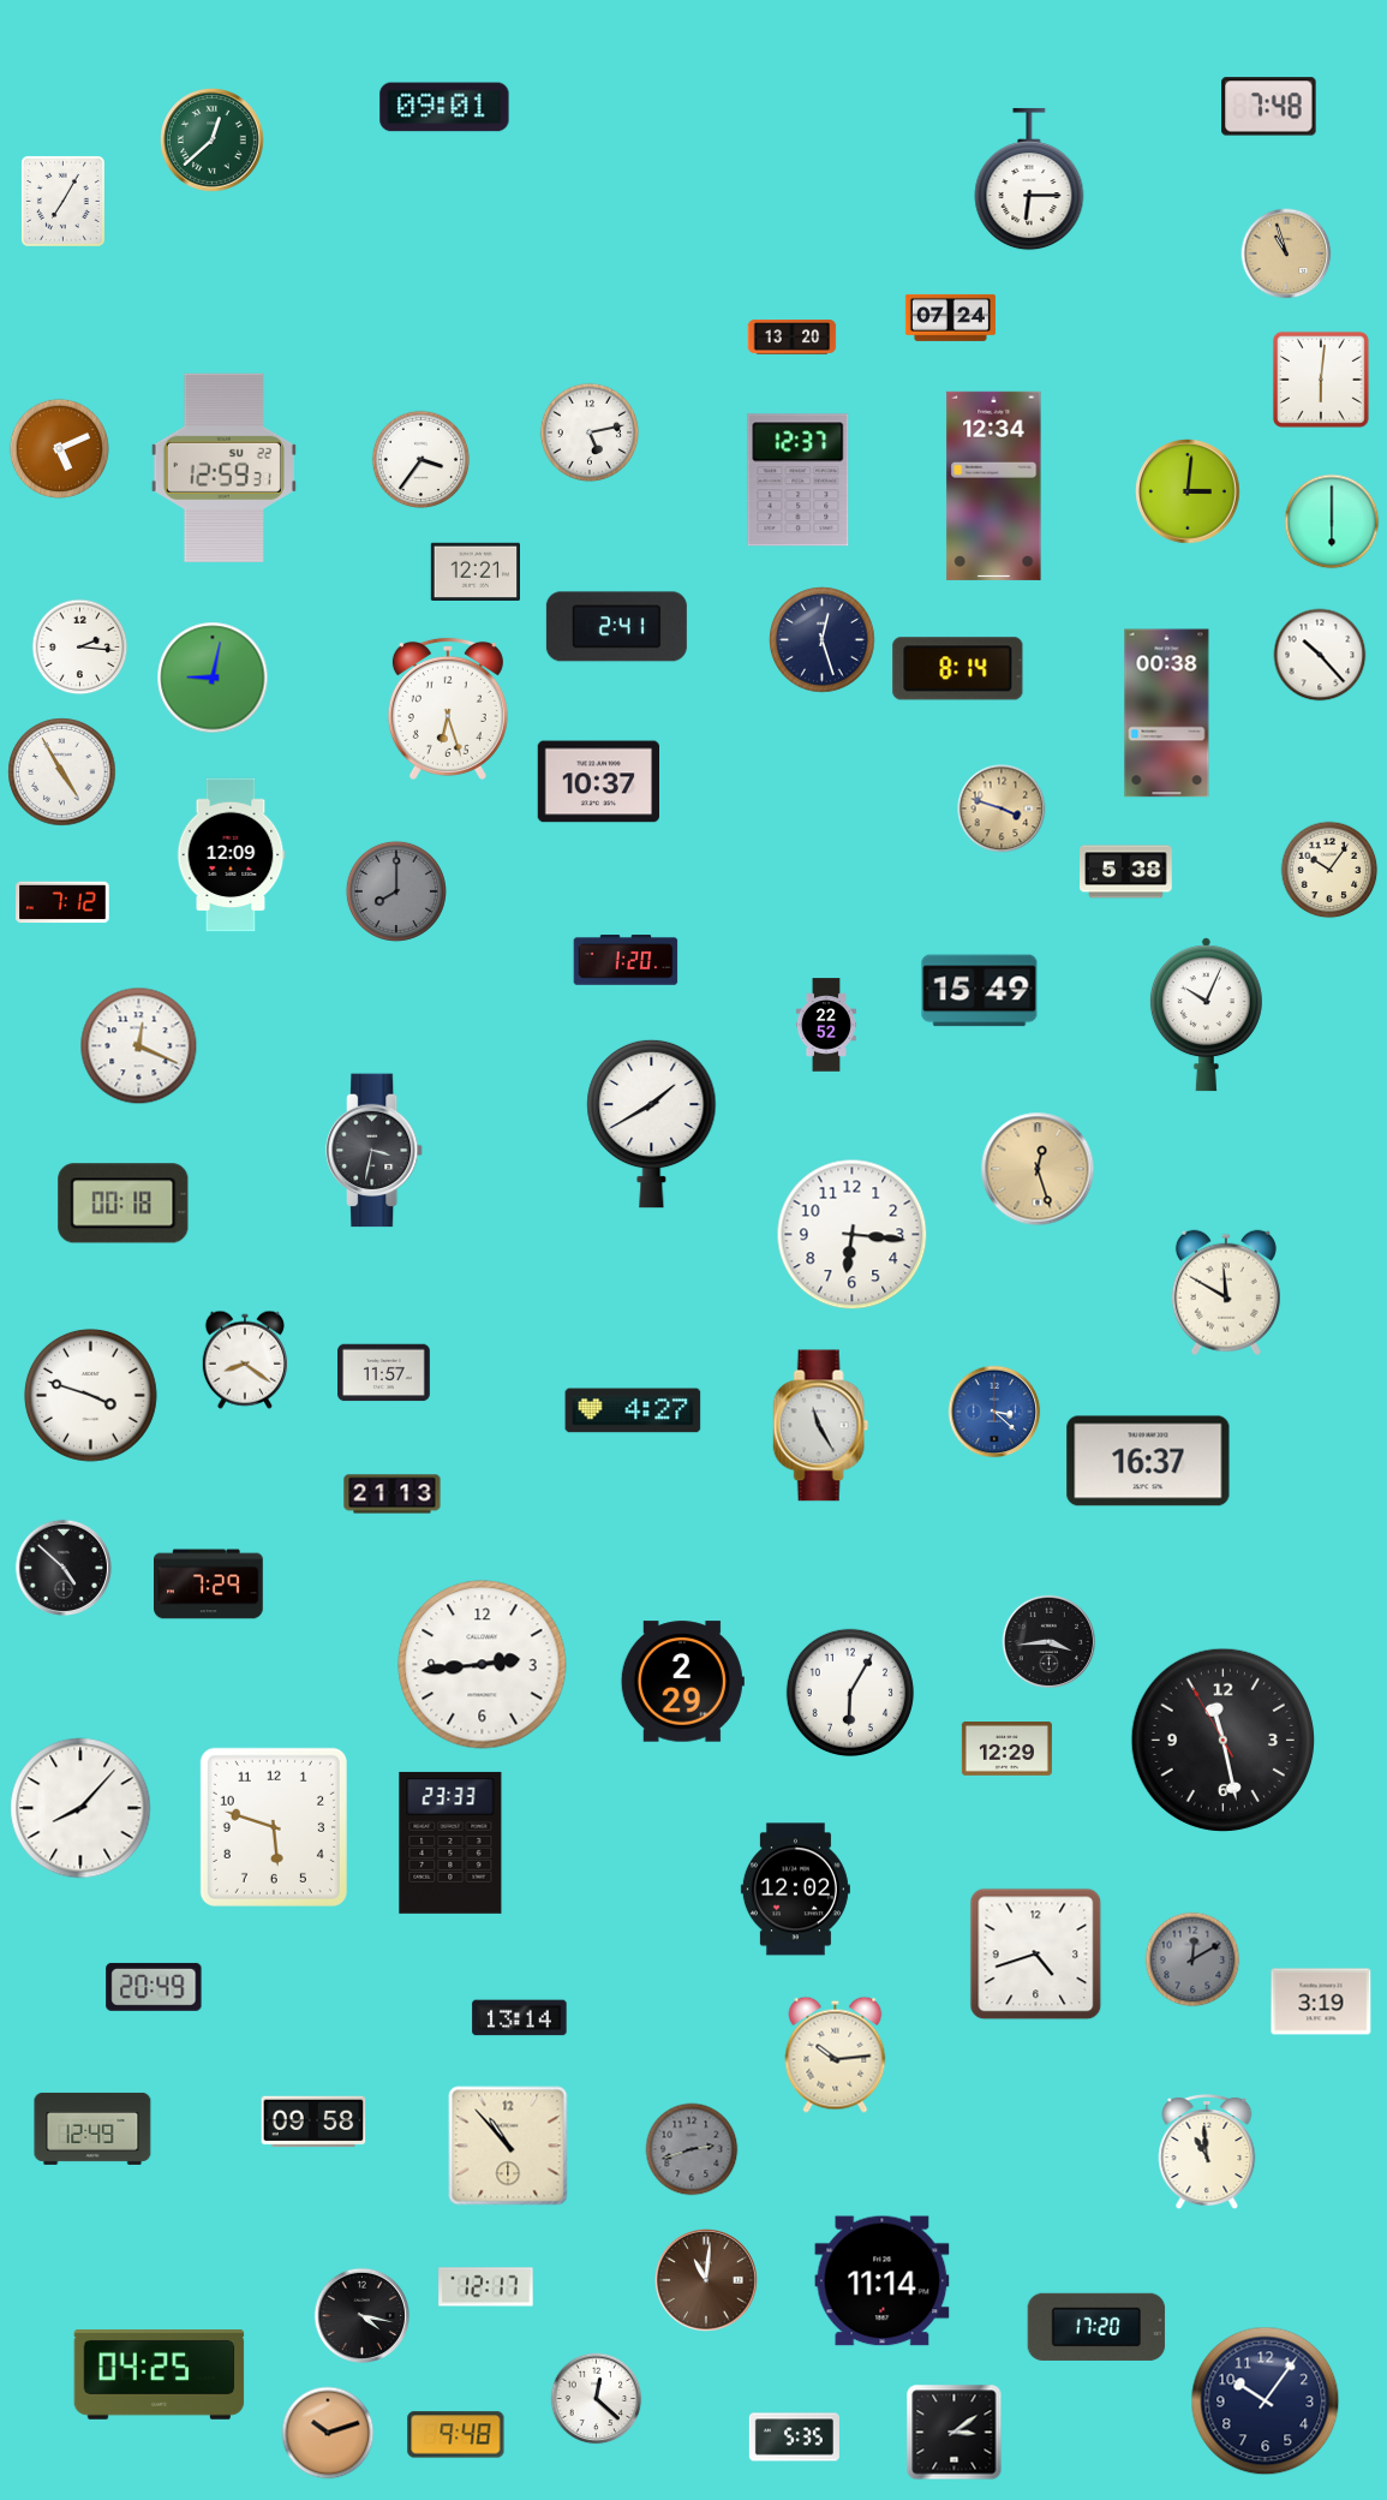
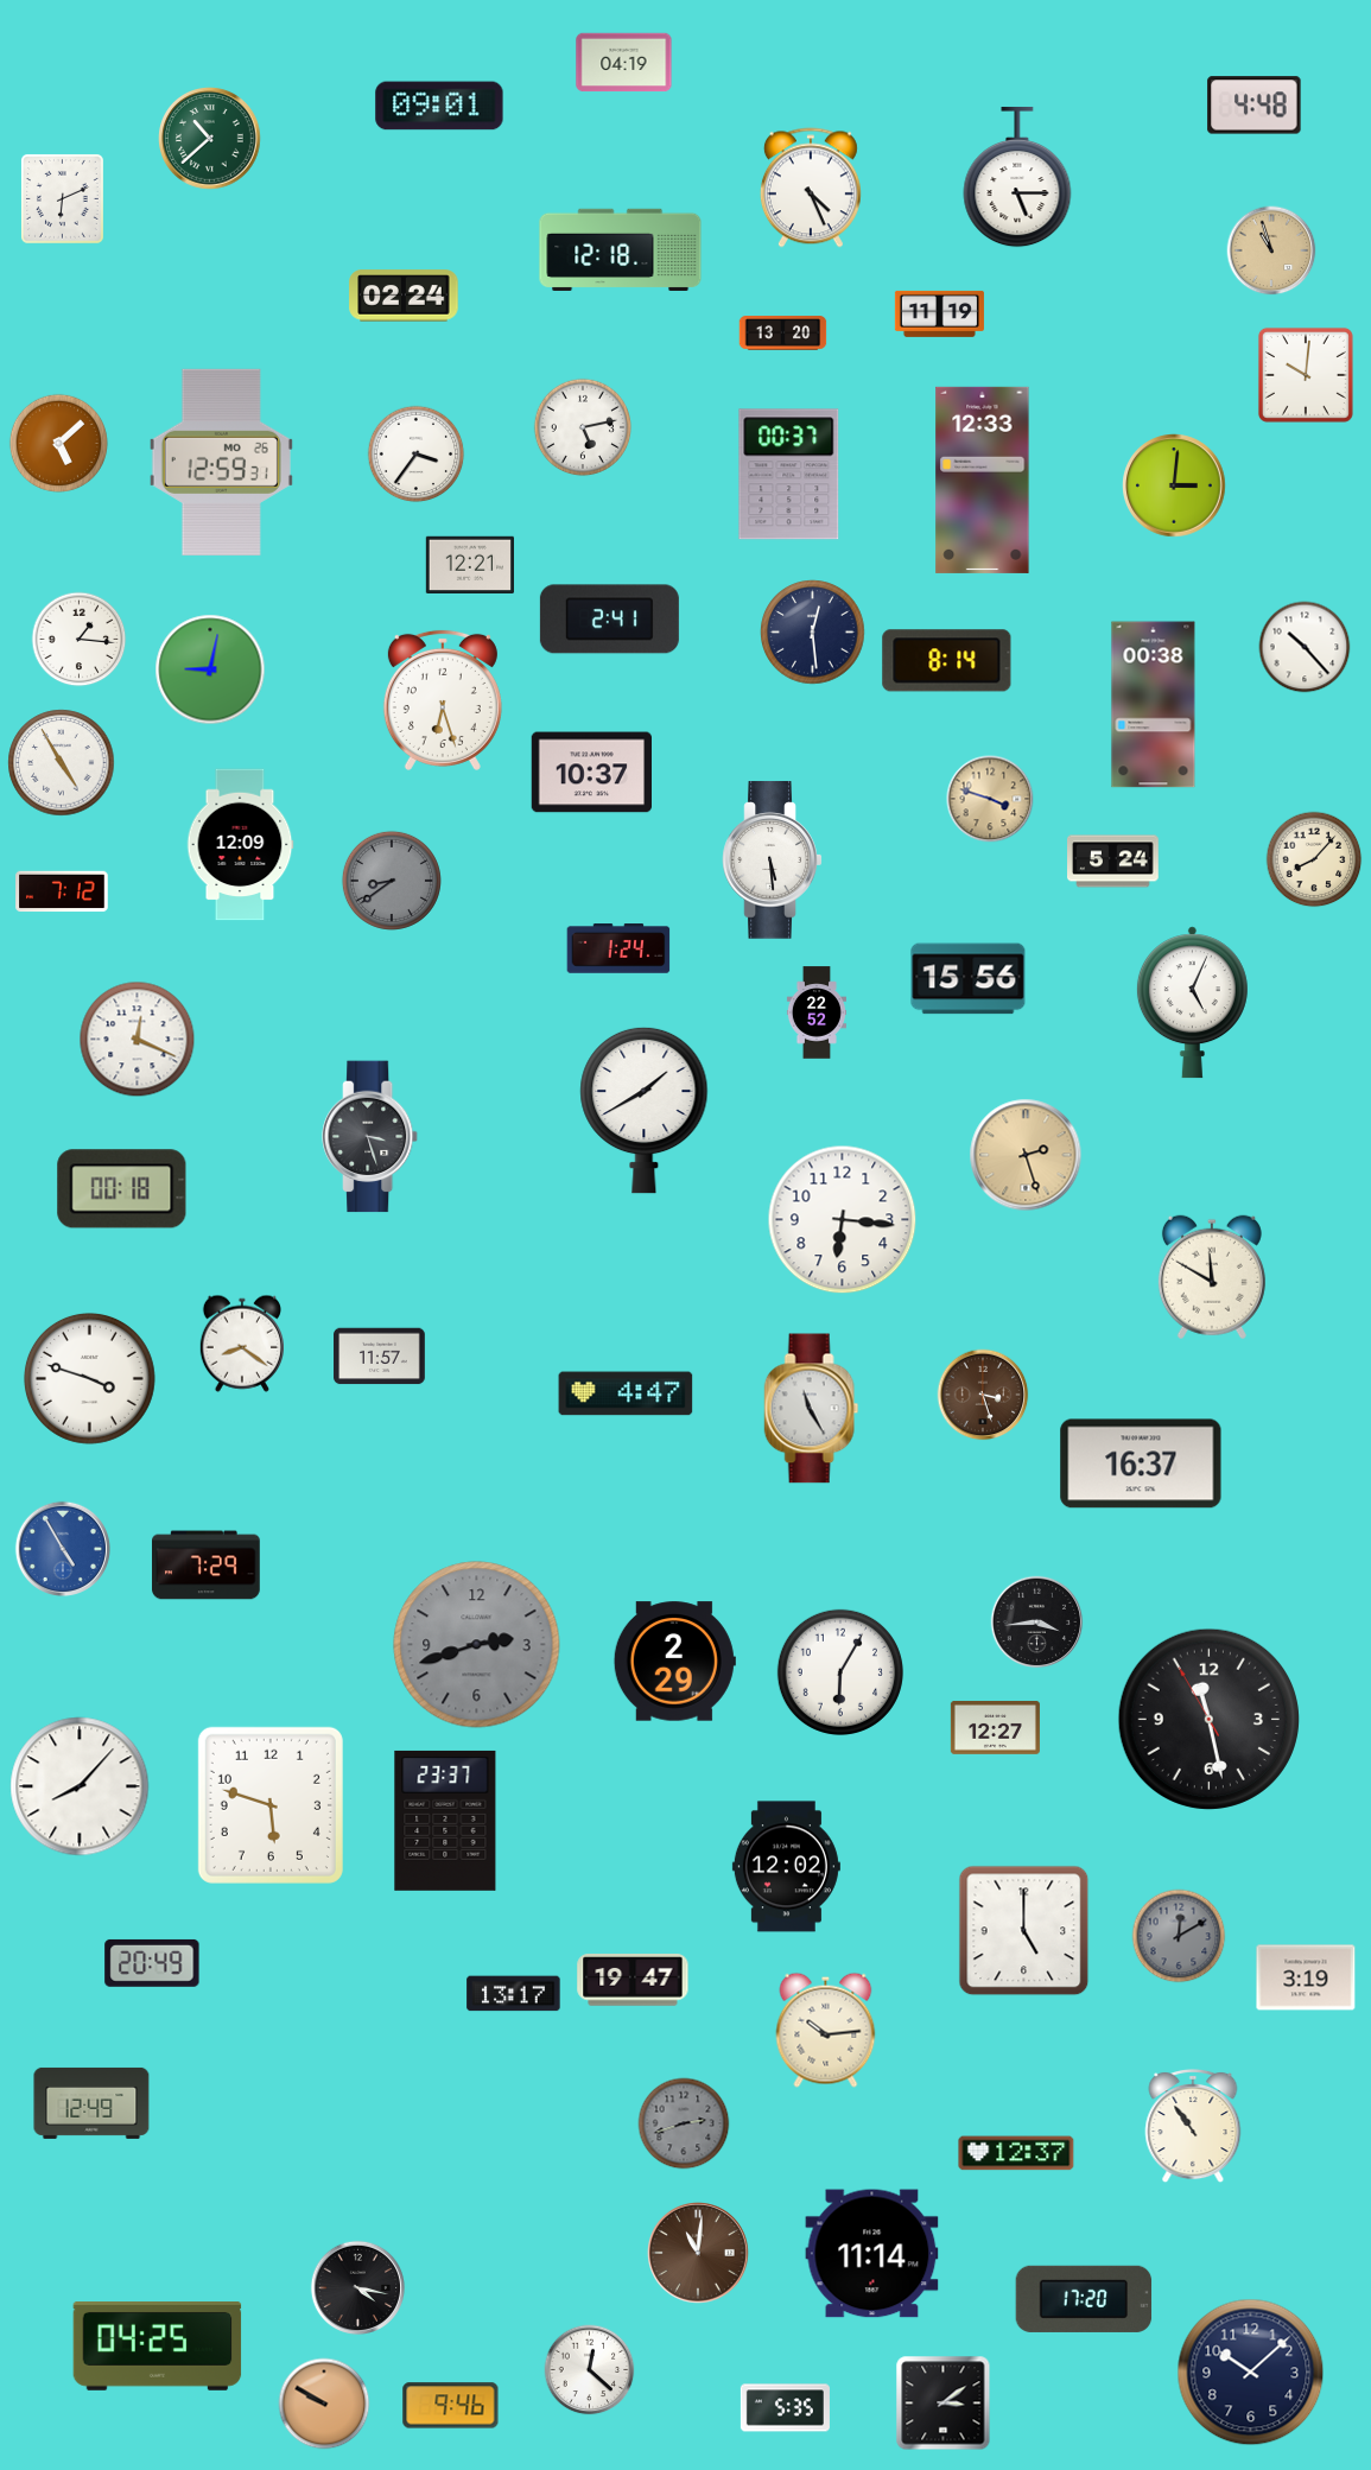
clock at (624, 63): none -> 04:19
clock at (1269, 107): 7:48 -> 4:48
clock at (213, 141): 12:38 -> 10:38
clock at (1029, 179): 6:15 -> 5:15
clock at (811, 188): none -> 4:26
clock at (62, 202): 7:05 -> 6:11
clock at (621, 250): none -> 12:18
clock at (404, 296): none -> 02:24
clock at (950, 317): 07:24 -> 11:19
clock at (1321, 380): 6:01 -> 10:01
clock at (59, 448): 5:11 -> 5:08
clock at (223, 467) date: SU 22 -> MO 26
clock at (799, 481): 12:37 -> 00:37
clock at (994, 485): 12:34 -> 12:33
clock at (1332, 521): 6:00 -> none
clock at (823, 640): 12:27 -> 12:29
clock at (80, 648): 2:16 -> 1:16
clock at (231, 855) position: (231, 855) -> (240, 845)
clock at (1329, 870): 10:06 -> 8:07
clock at (773, 861): none -> 5:29
clock at (1126, 872): 5:38 -> 5:24
clock at (396, 891): 8:00 -> 8:39
clock at (626, 960): 1:20 -> 1:24
clock at (980, 991): 15:49 -> 15:56
clock at (1206, 1015): 10:04 -> 5:04
clock at (139, 1046) position: (139, 1046) -> (138, 1040)
clock at (376, 1151): 3:32 -> 3:27
clock at (1038, 1169): 12:27 -> 2:27
clock at (633, 1410): 4:27 -> 4:47
clock at (994, 1412): 3:22 -> 3:27
clock at (994, 1412) dial: blue -> brown
clock at (1148, 1461) position: (1148, 1461) -> (1141, 1463)
clock at (393, 1494): 21:13 -> none
clock at (62, 1567): 4:52 -> 4:55
clock at (62, 1567) dial: black -> blue
clock at (483, 1665): 2:44 -> 2:42
clock at (483, 1665) dial: white -> grey
clock at (1006, 1749): 12:29 -> 12:27
clock at (450, 1843): 23:33 -> 23:37
clock at (1036, 1955): 4:42 -> 5:00
clock at (633, 1980): none -> 19:47
clock at (520, 2018): 13:14 -> 13:17
clock at (313, 2122): 09:58 -> none
clock at (508, 2146): 10:53 -> none
clock at (1207, 2152): 10:59 -> 10:54
clock at (1016, 2153): none -> 12:37
clock at (486, 2287): 12:17 -> none
clock at (1266, 2401): 10:06 -> 10:08
clock at (328, 2433): 10:12 -> 9:50
clock at (456, 2435): 9:48 -> 9:46
